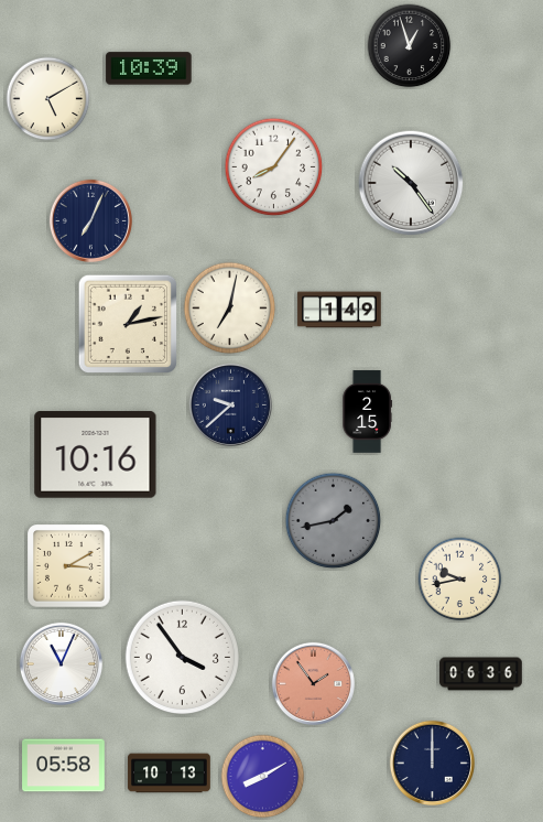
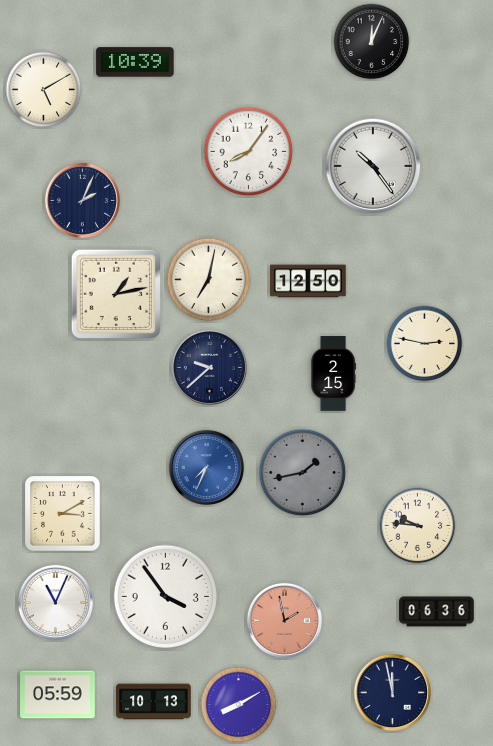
clock at (410, 46): 12:57 -> 12:04
clock at (90, 220): 7:04 -> 2:04
clock at (339, 310): 1:49 -> 12:50
clock at (425, 344): none -> 2:47
clock at (96, 455): 10:16 -> none
clock at (206, 467): none -> 7:34
clock at (460, 580): 9:43 -> 9:46
clock at (313, 683): 1:54 -> 1:58
clock at (432, 762): 12:00 -> 11:58
clock at (64, 766): 05:58 -> 05:59
